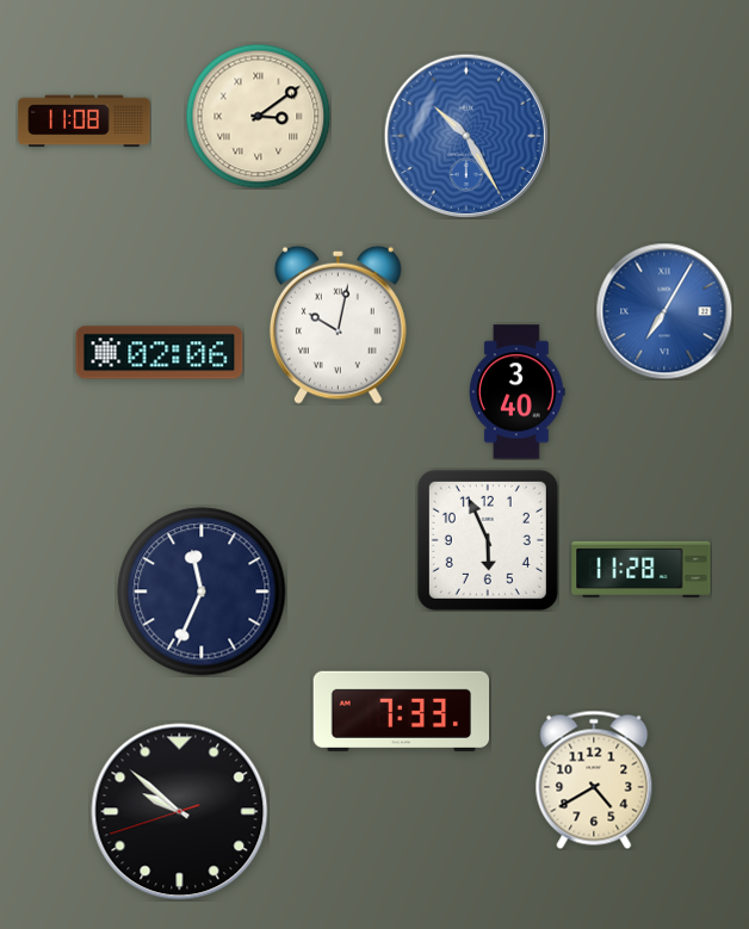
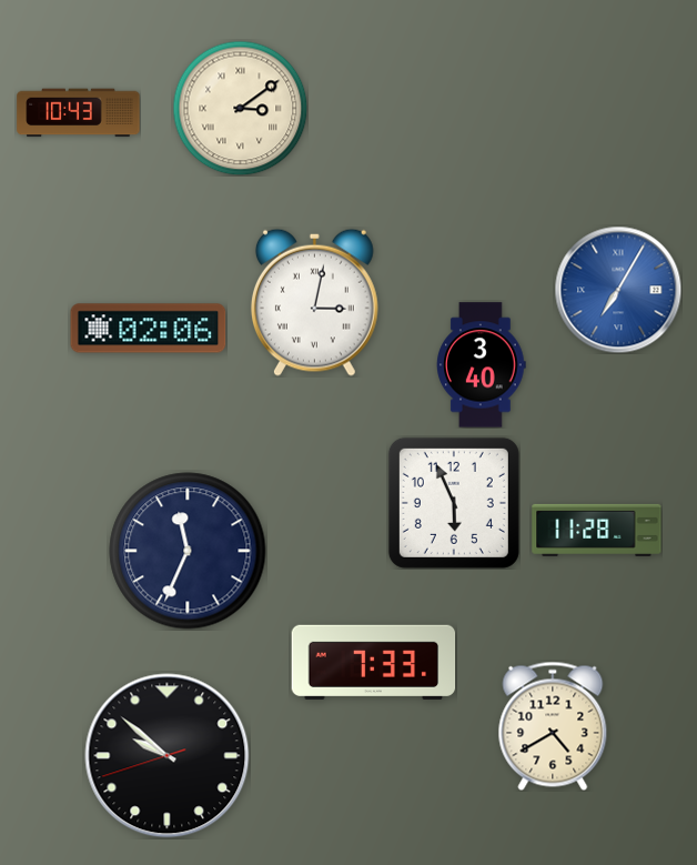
clock at (85, 122): 11:08 -> 10:43
clock at (465, 135): 10:25 -> none
clock at (338, 324): 10:02 -> 3:02
